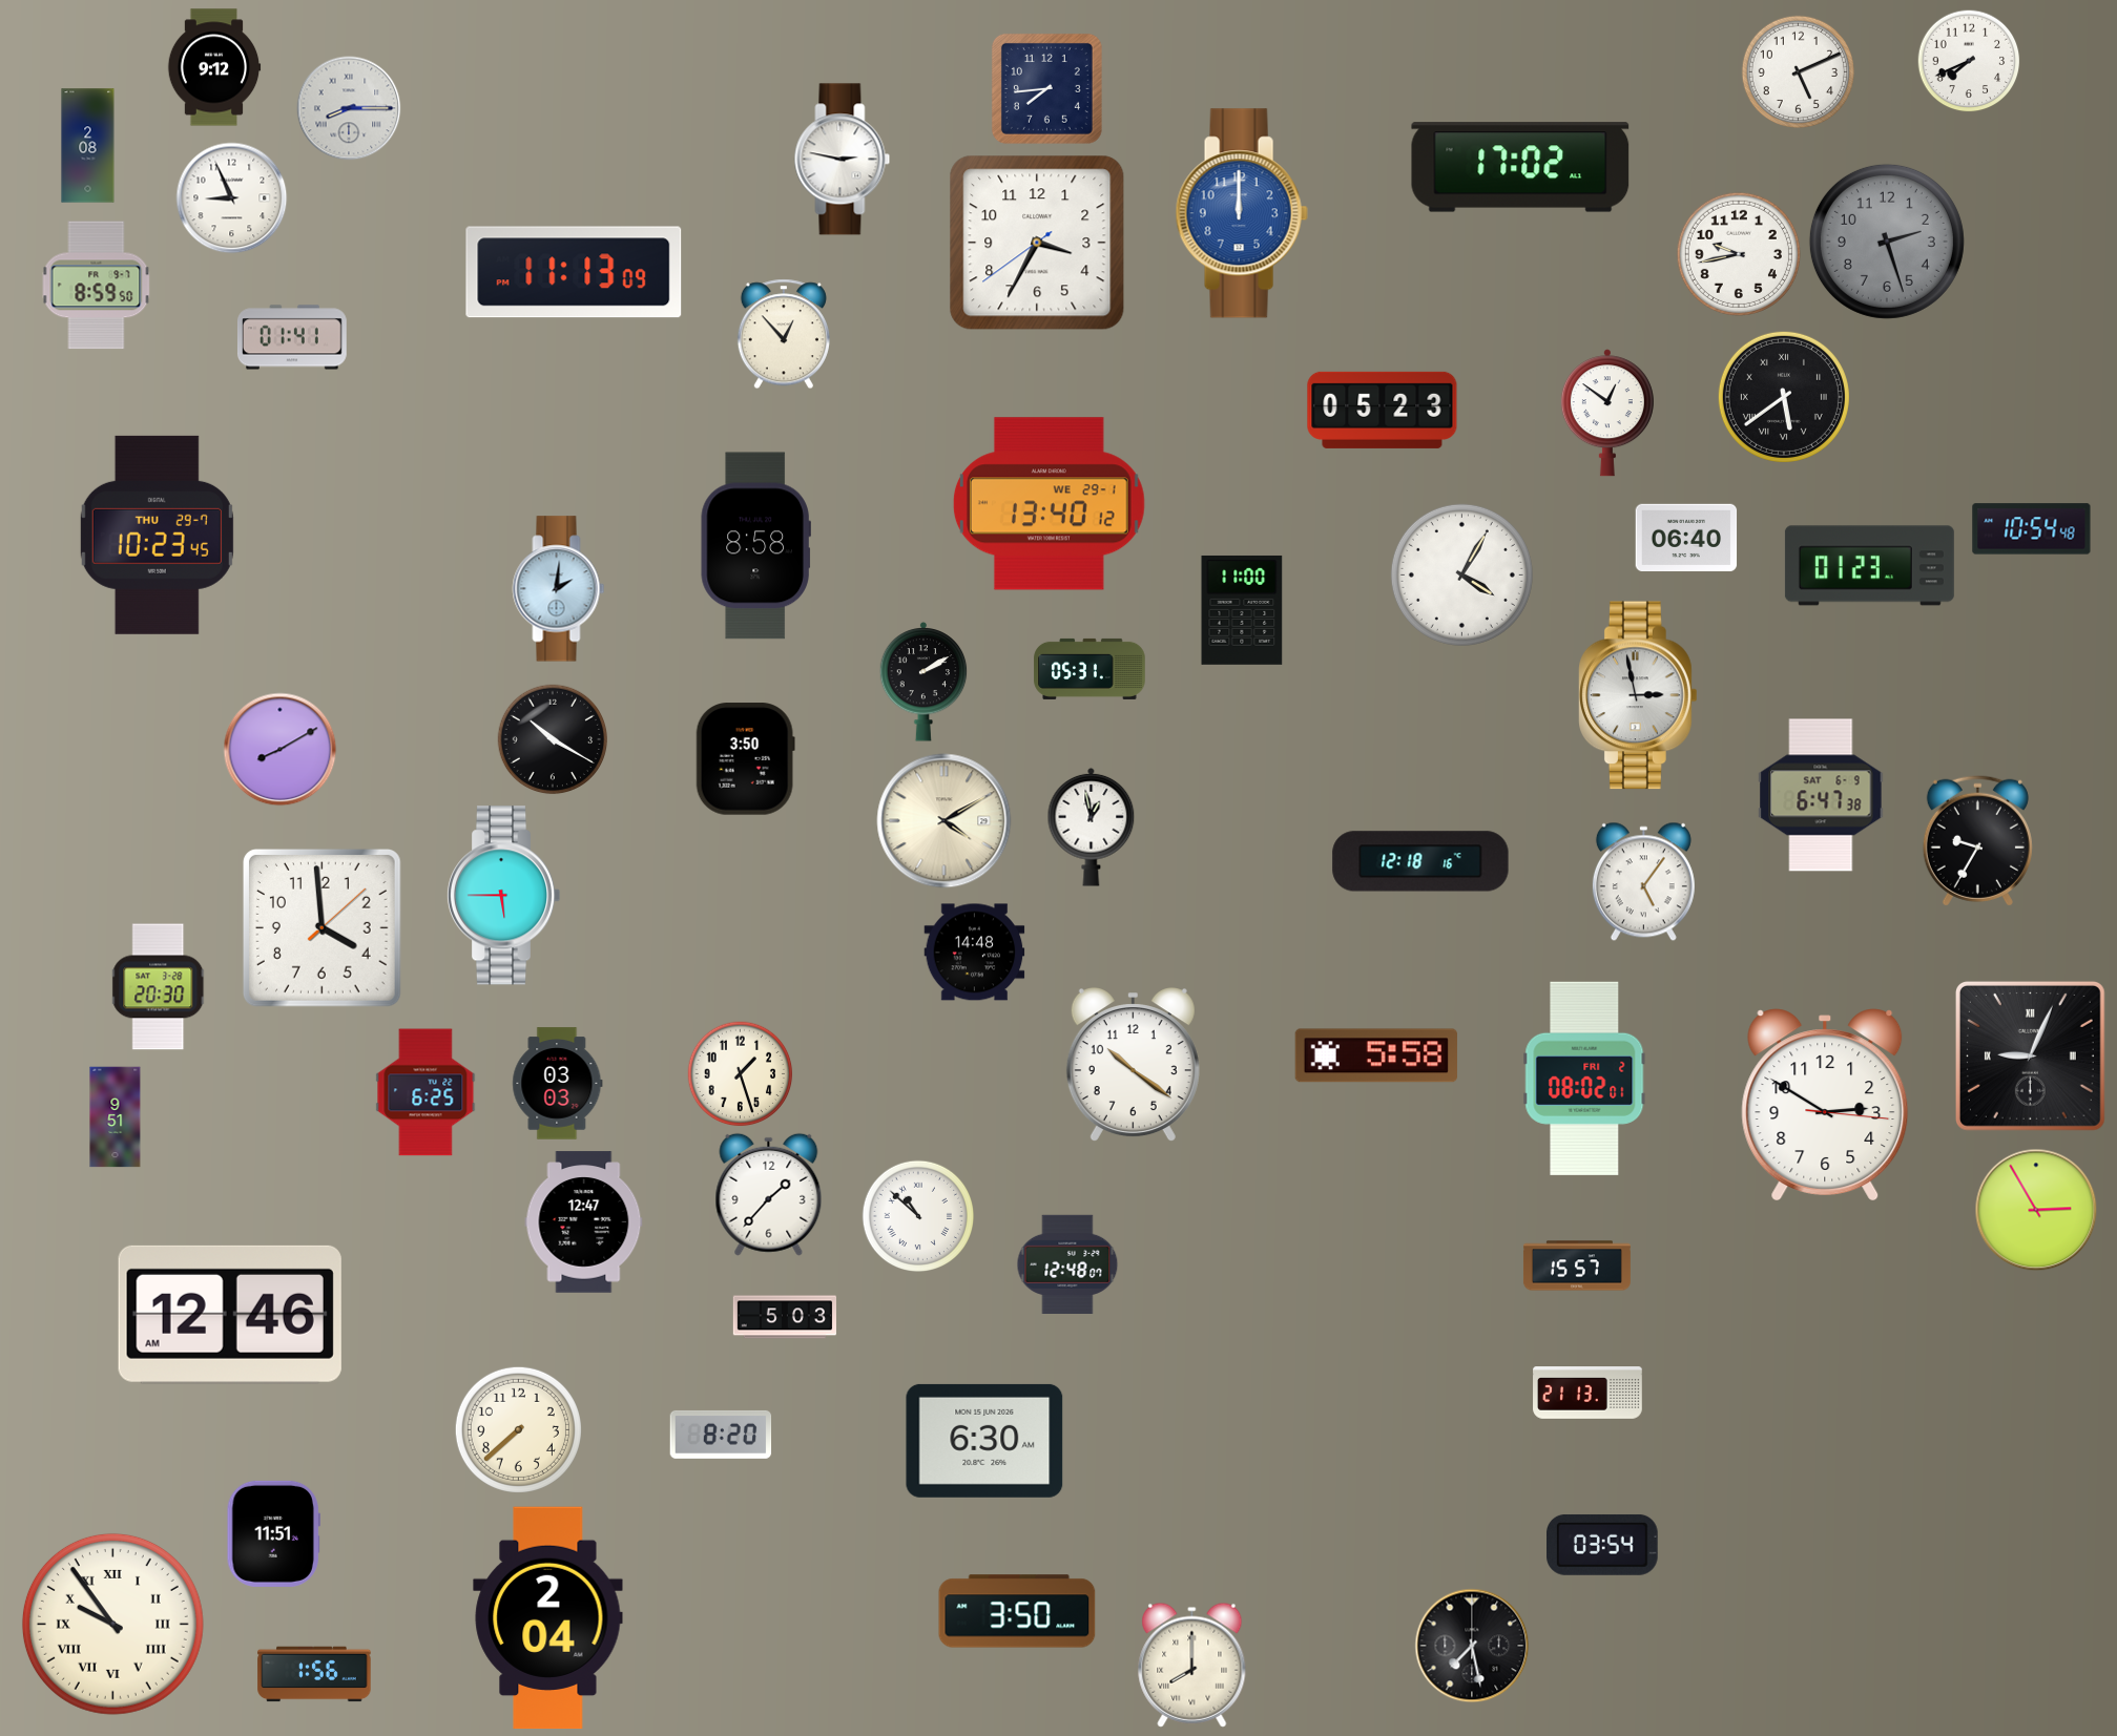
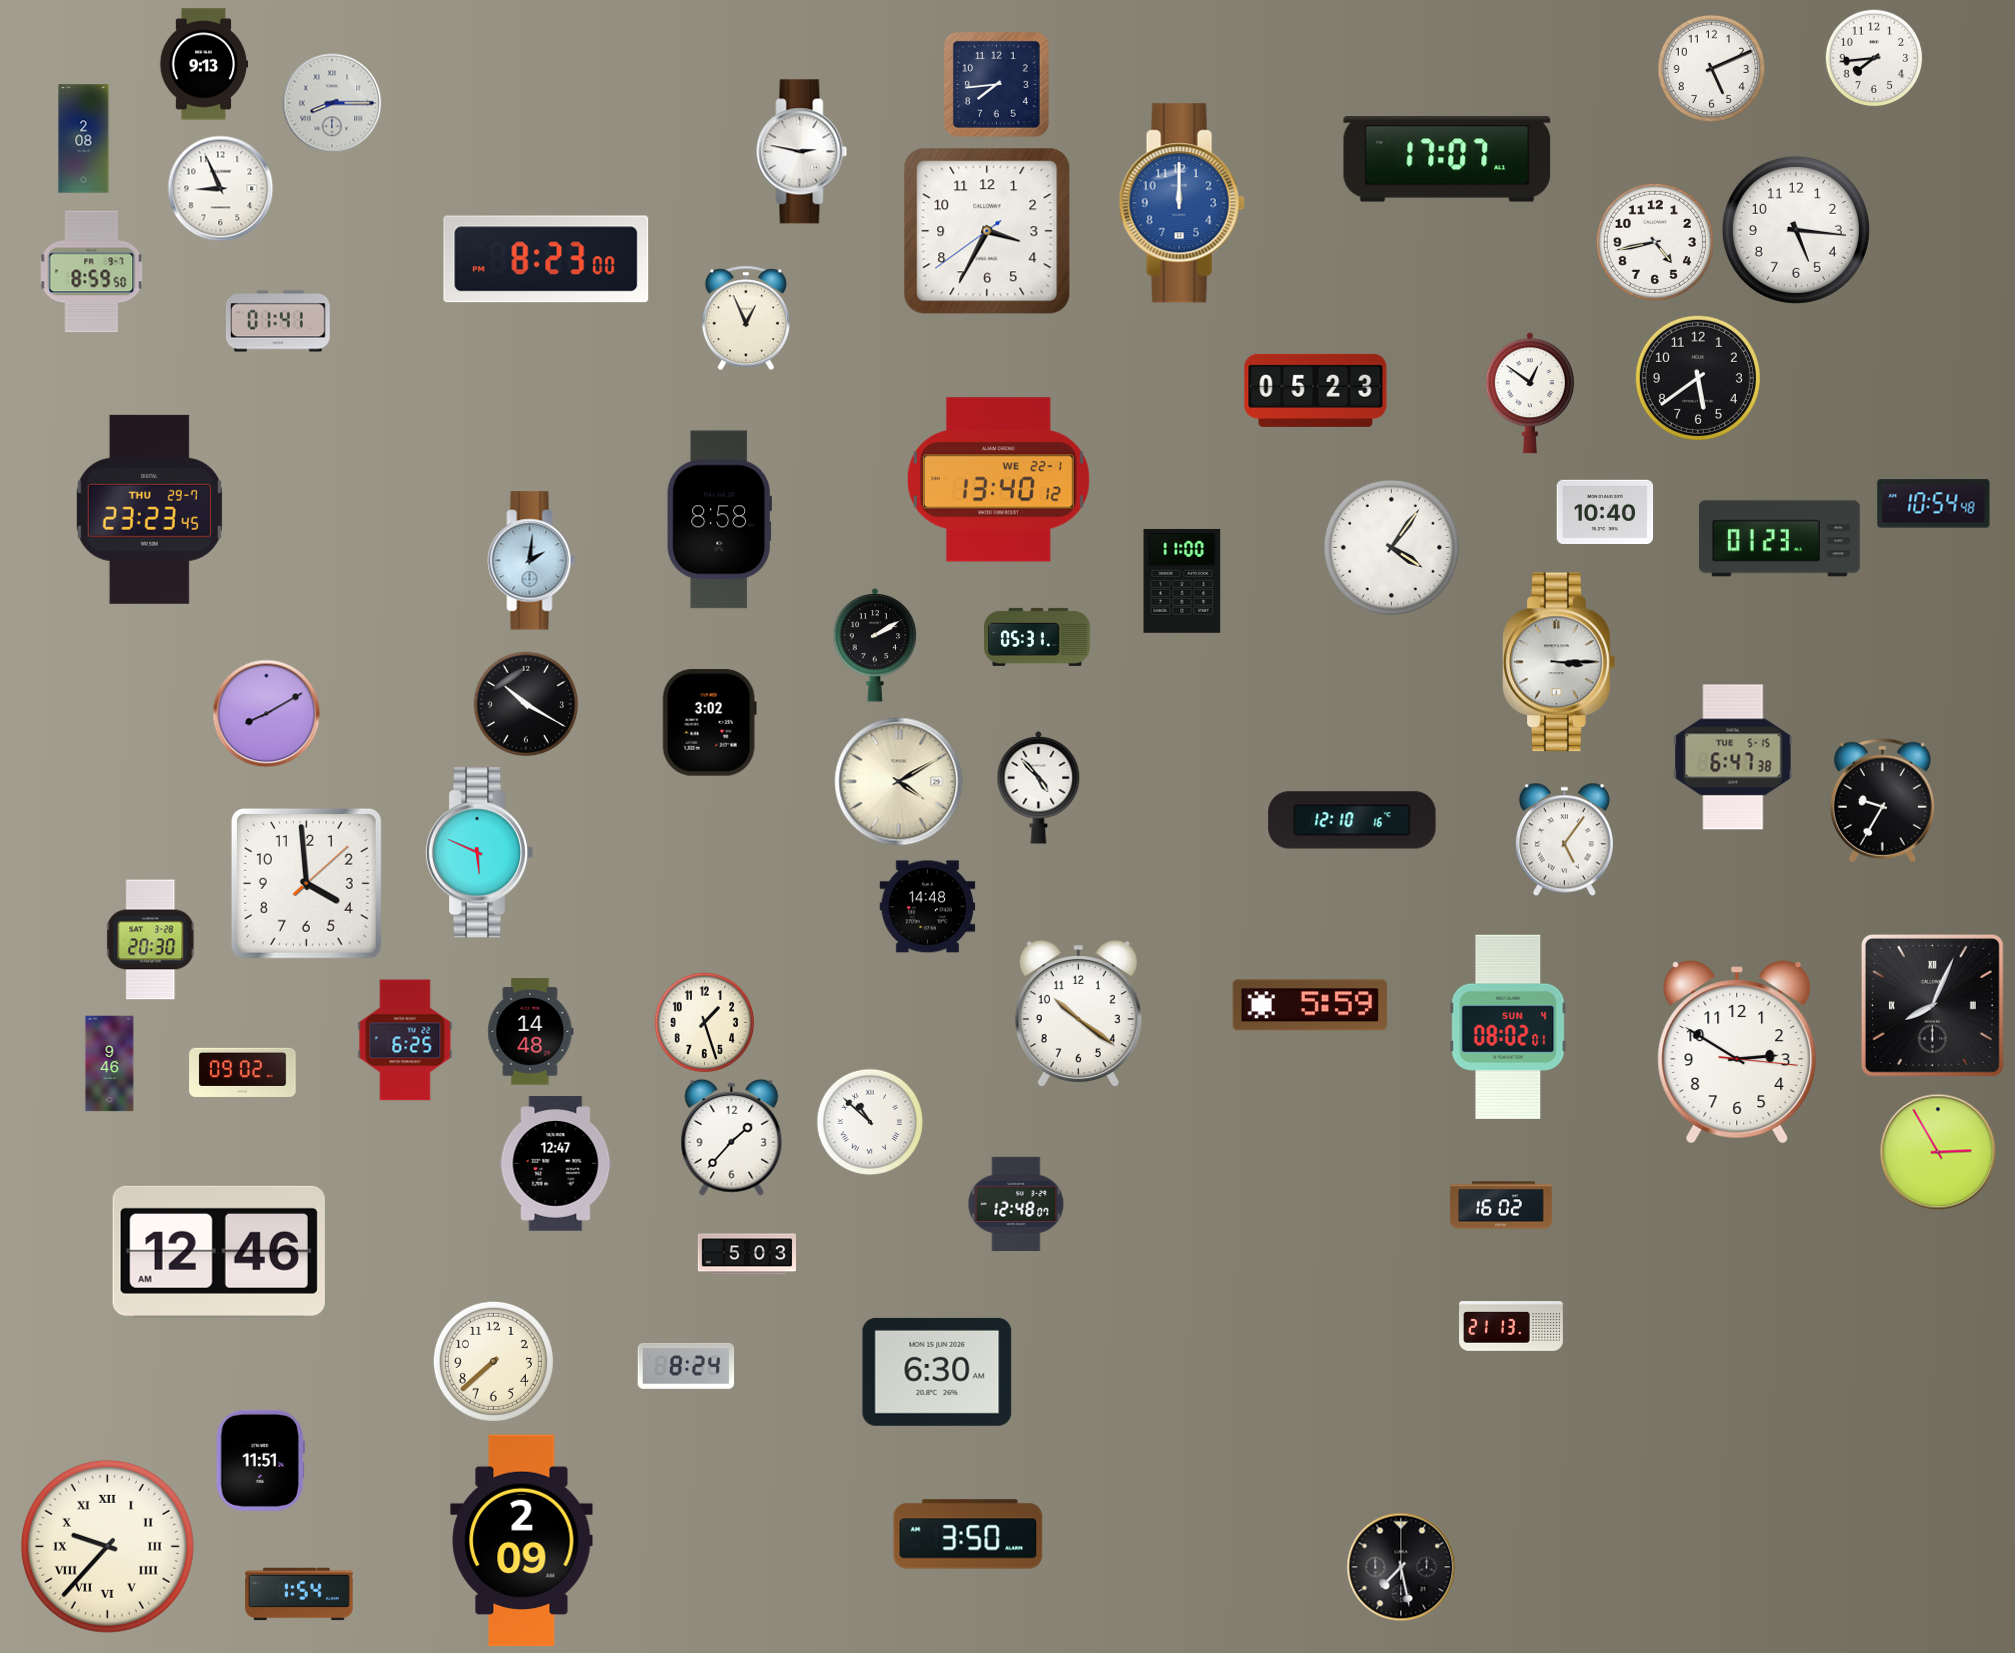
clock at (1969, 61): 7:41 -> 7:44
clock at (214, 67): 9:12 -> 9:13
clock at (1520, 167): 17:02 -> 17:07
clock at (1887, 242): 2:27 -> 5:16
clock at (1887, 242) dial: grey -> white
clock at (1739, 254): 9:43 -> 4:43
clock at (574, 272): 11:13 -> 8:23
clock at (784, 334): 12:53 -> 12:56
clock at (1784, 397) numerals: Roman -> Arabic
clock at (1049, 504) date: WE 29-1 -> WE 22-1
clock at (157, 535): 10:23 -> 23:23
clock at (1686, 537): 06:40 -> 10:40
clock at (1461, 574): 4:05 -> 4:06
clock at (923, 682) position: (923, 682) -> (875, 645)
clock at (1639, 695): 2:58 -> 3:15
clock at (745, 759): 3:50 -> 3:02
clock at (1821, 795) date: SAT 6-9 -> TUE 5-15
clock at (1092, 827): 12:58 -> 4:53
clock at (1420, 861): 12:18 -> 12:10
clock at (503, 896): 5:45 -> 5:49
clock at (1376, 1055): 5:58 -> 5:59
clock at (2030, 1055): 9:04 -> 8:04
clock at (1584, 1079) date: FRI 2 -> SUN 4
clock at (558, 1084): 03:03 -> 14:48
clock at (116, 1117): 9:51 -> 9:46
clock at (243, 1072): none -> 09:02
clock at (917, 1215) position: (917, 1215) -> (869, 1121)
clock at (1577, 1266): 15:57 -> 16:02
clock at (721, 1435): 8:20 -> 8:24
clock at (1603, 1545): 03:54 -> none
clock at (548, 1618): 2:04 -> 2:09
clock at (112, 1624): 9:54 -> 9:37
clock at (1192, 1665): 8:00 -> none
clock at (314, 1674): 1:56 -> 1:54
